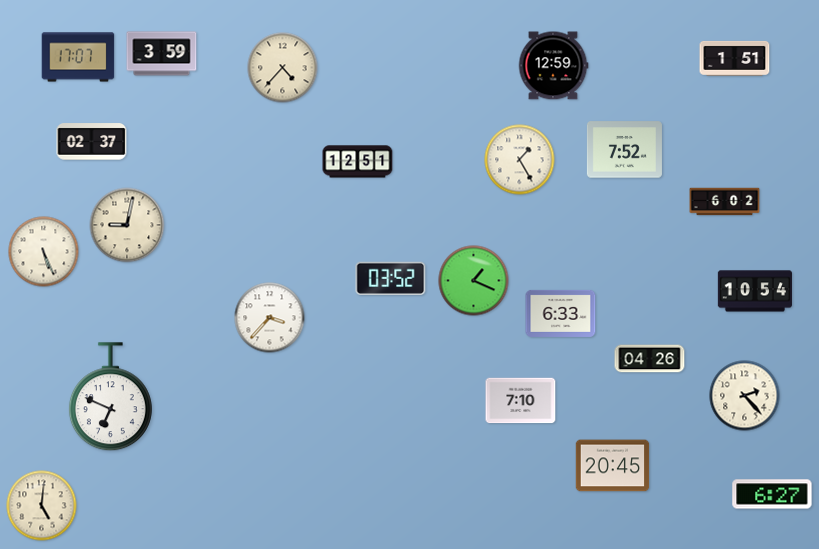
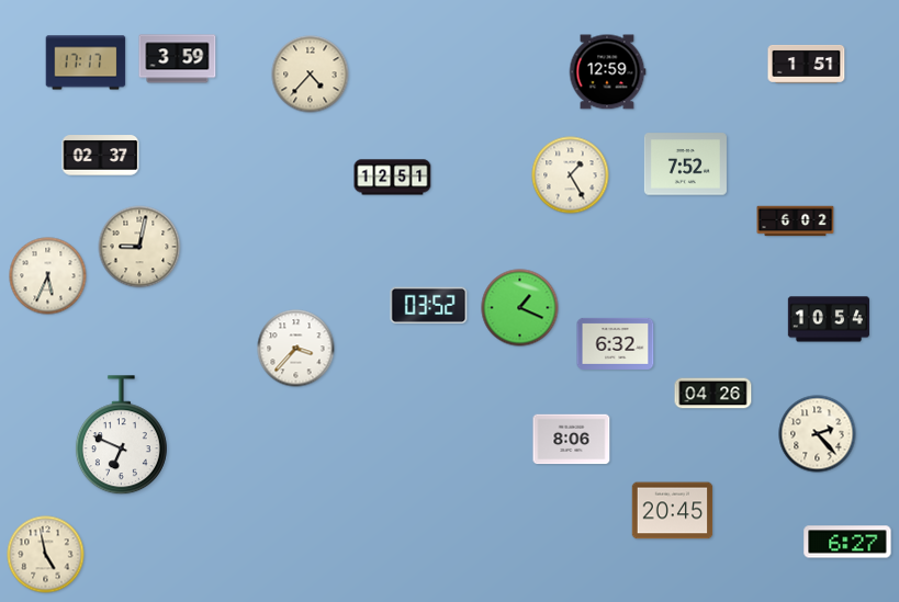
clock at (78, 57): 17:07 -> 17:17
clock at (44, 252): 5:26 -> 5:34
clock at (561, 313): 6:33 -> 6:32
clock at (521, 401): 7:10 -> 8:06
clock at (42, 506): 5:01 -> 4:58
